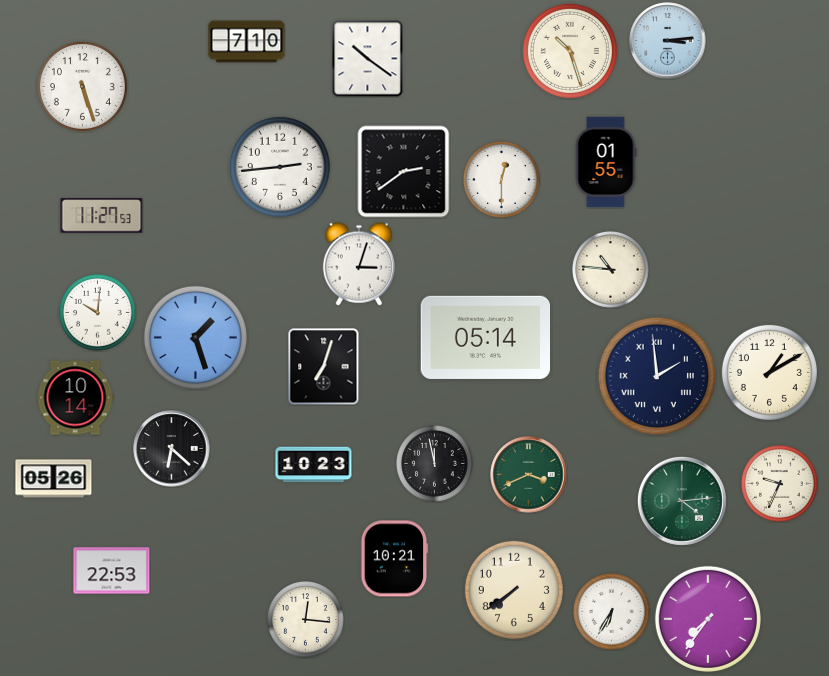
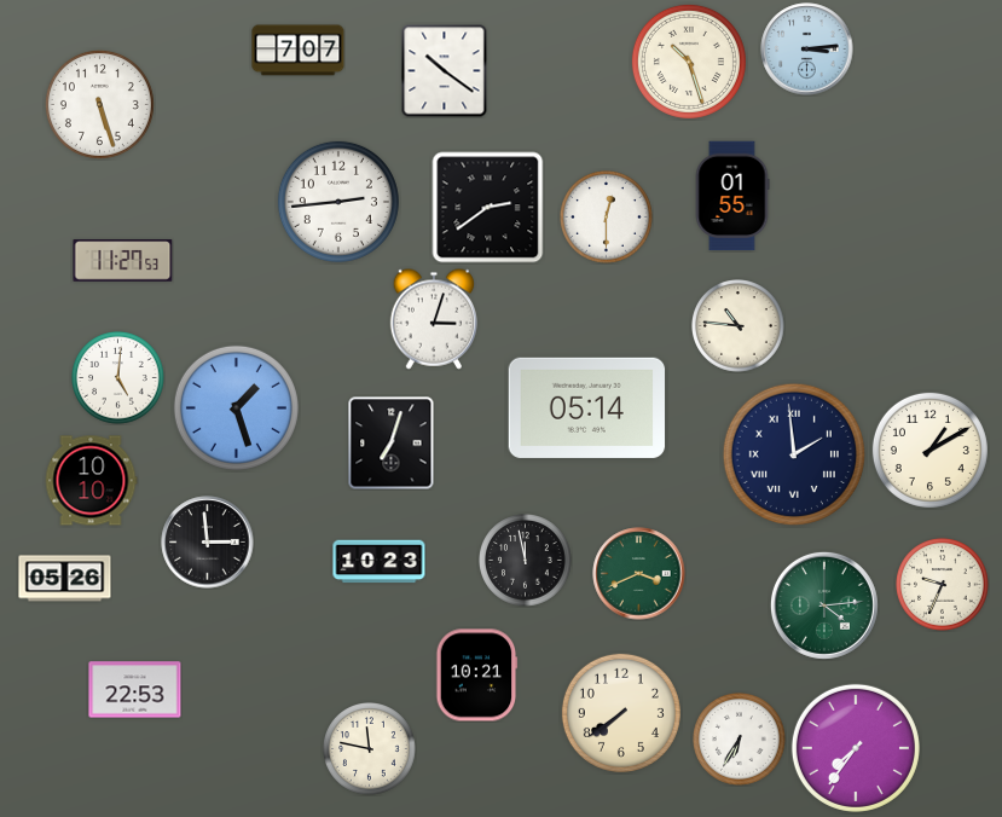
clock at (247, 42): 7:10 -> 7:07
clock at (98, 313): 10:01 -> 5:01
clock at (75, 398): 10:14 -> 10:10
clock at (172, 449): 6:22 -> 2:59
clock at (306, 620): 12:16 -> 11:47
